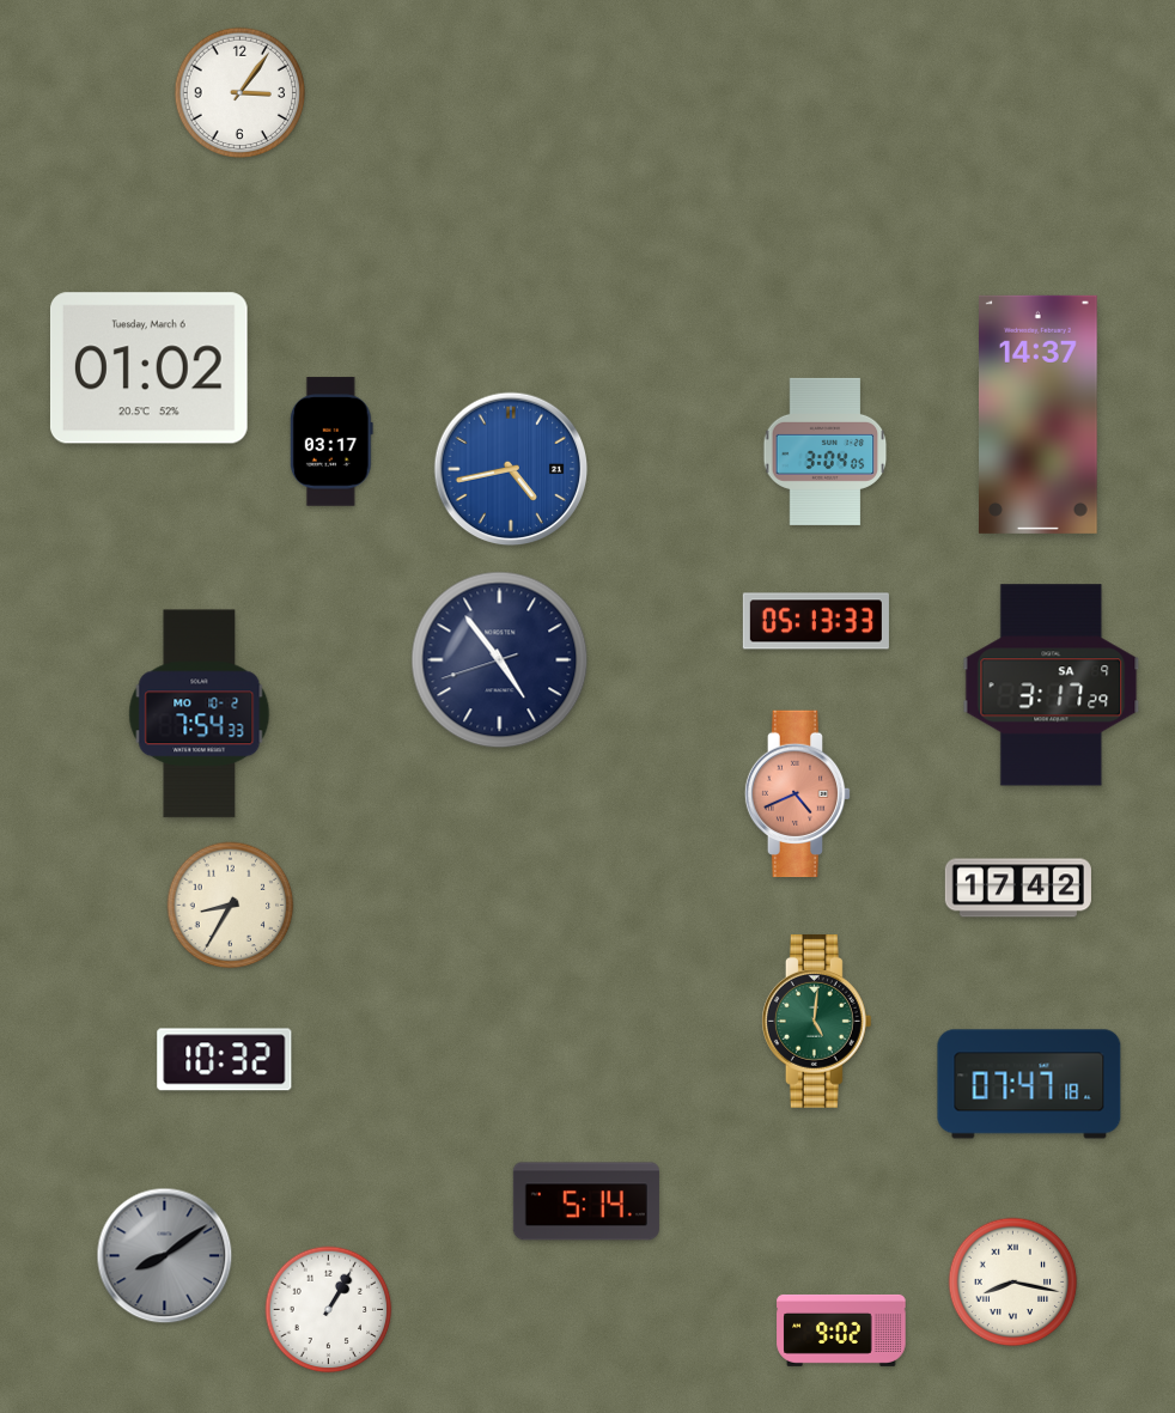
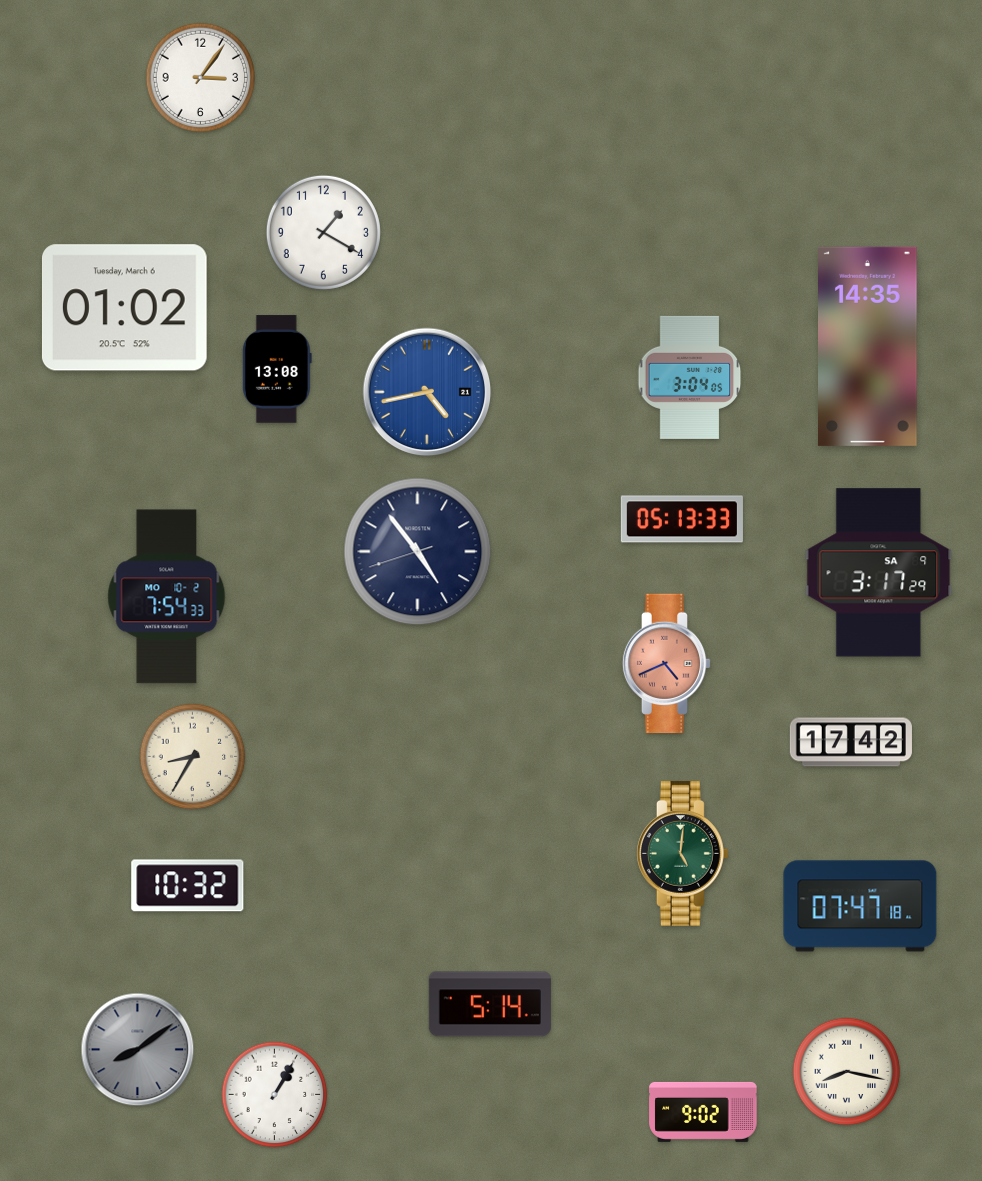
clock at (323, 232): none -> 1:20
clock at (1039, 414): 14:37 -> 14:35
clock at (331, 441): 03:17 -> 13:08
